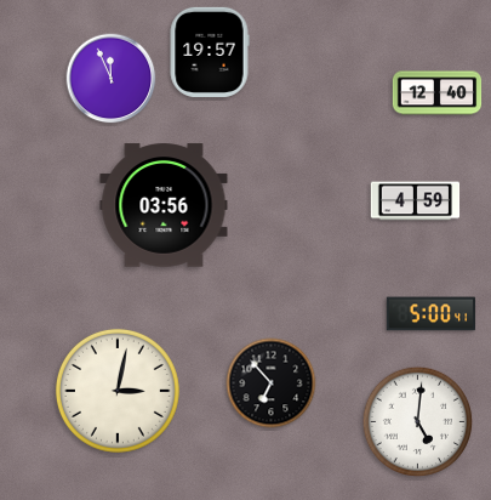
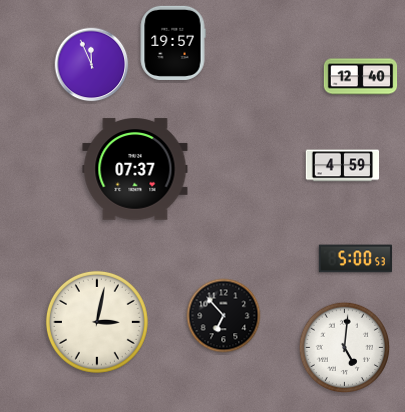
clock at (164, 205): 03:56 -> 07:37
clock at (432, 314): 5:00:41 -> 5:00:53
